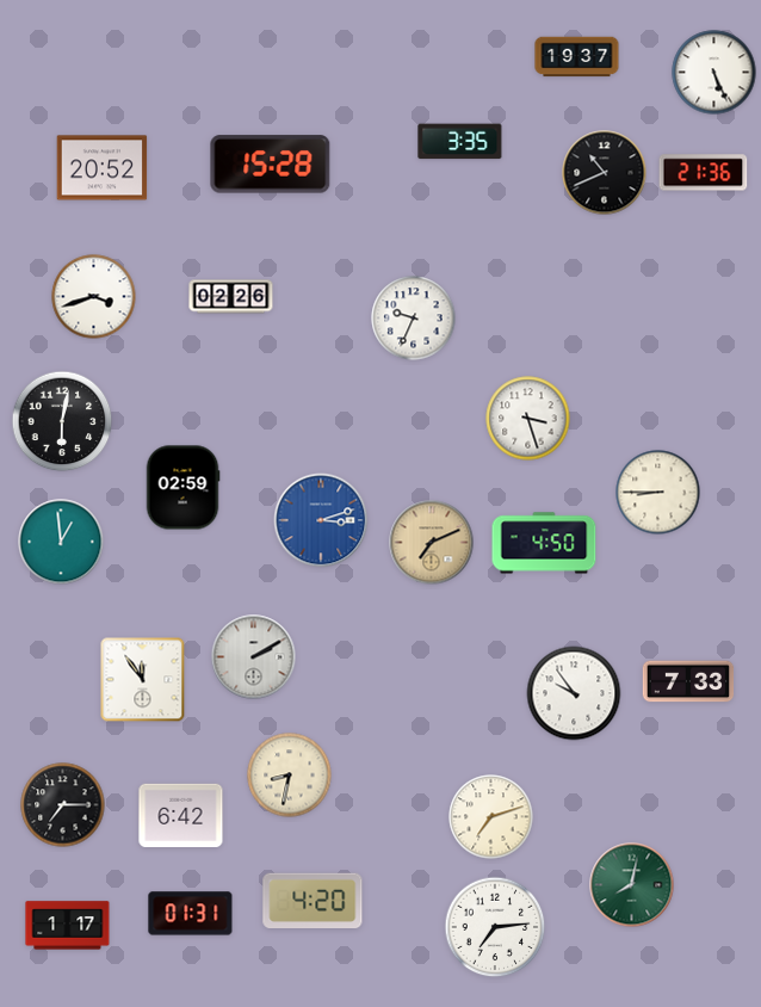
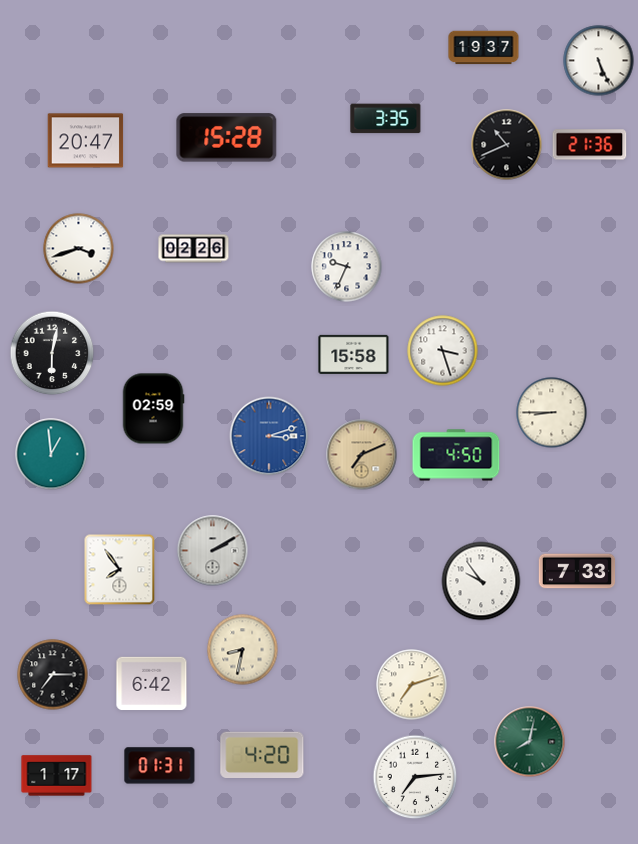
clock at (103, 168): 20:52 -> 20:47
clock at (354, 354): none -> 15:58
clock at (143, 680): 11:54 -> 7:54
